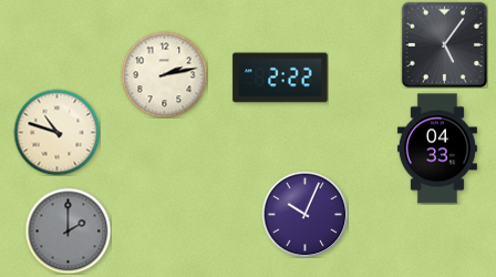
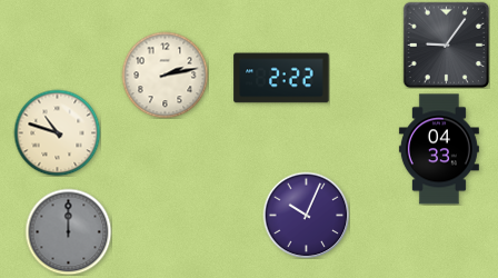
clock at (444, 44): 5:06 -> 9:06
clock at (68, 230): 2:00 -> 12:00
